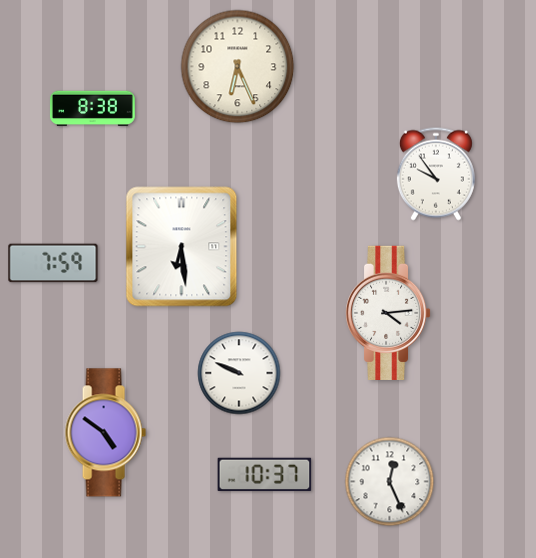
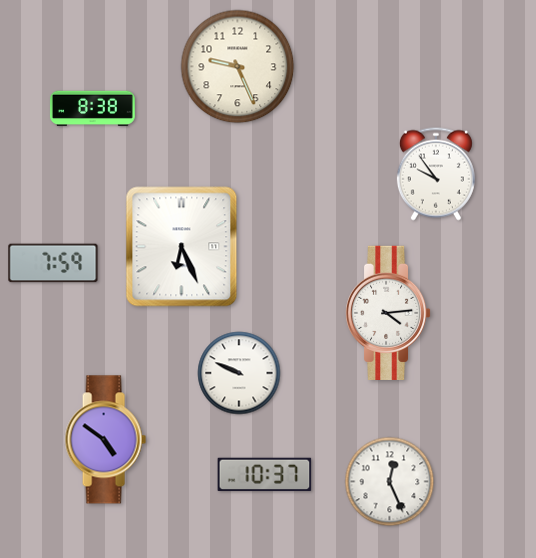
clock at (238, 67): 6:26 -> 9:26
clock at (182, 247): 6:29 -> 6:26
clock at (105, 433) position: (105, 433) -> (105, 440)
